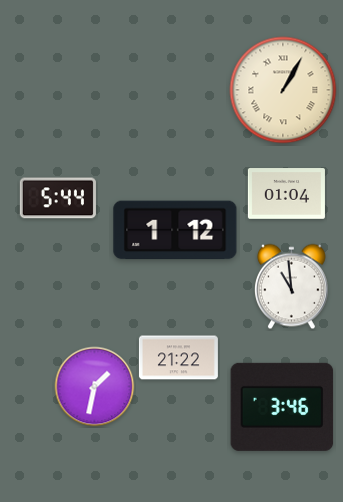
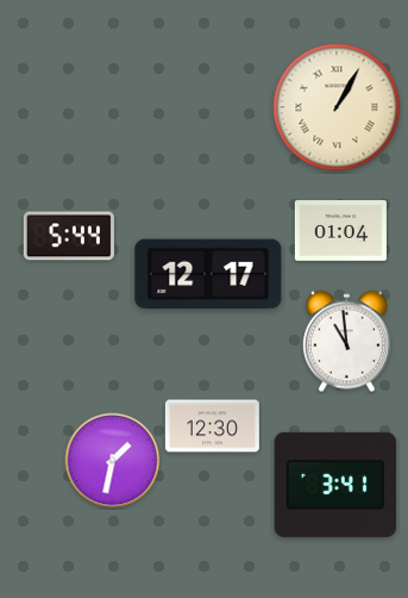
clock at (175, 230): 1:12 -> 12:17
clock at (178, 358): 21:22 -> 12:30
clock at (282, 407): 3:46 -> 3:41
